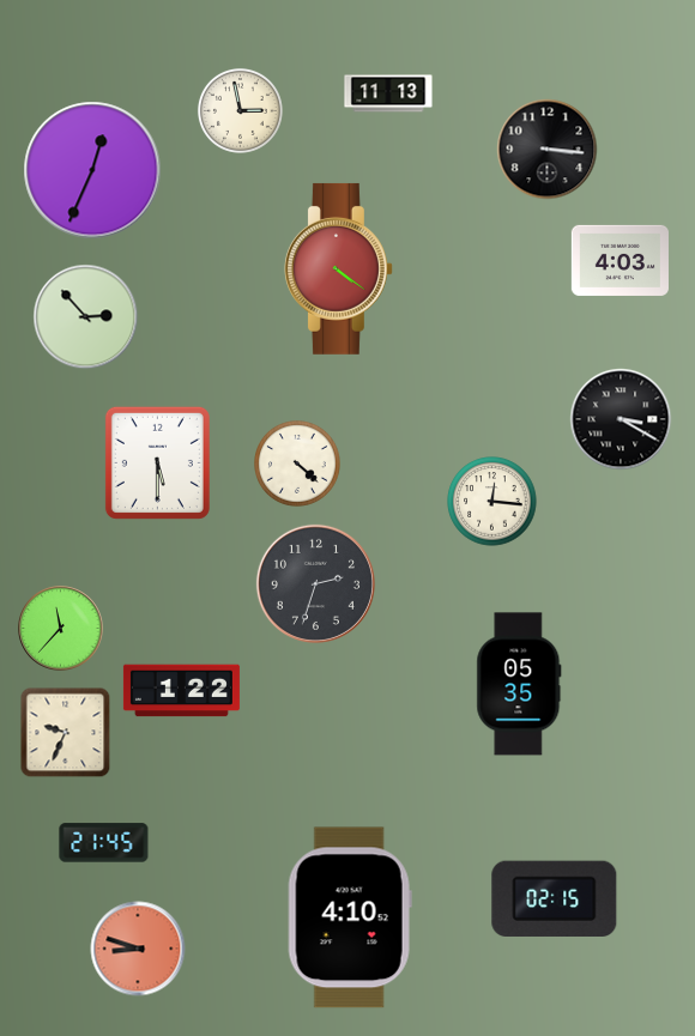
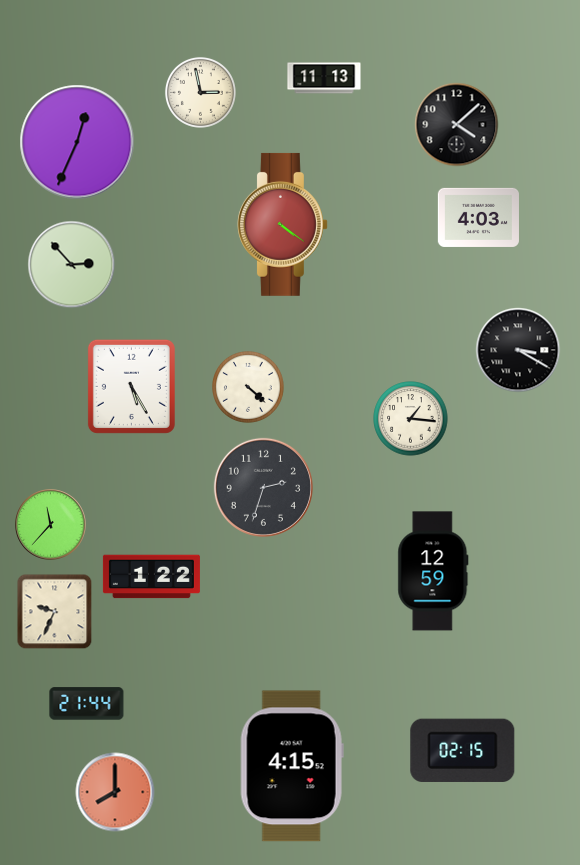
clock at (548, 150): 3:16 -> 4:08
clock at (620, 260) position: (620, 260) -> (478, 217)
clock at (157, 462): 5:30 -> 5:25
clock at (492, 502): 12:16 -> 1:16
clock at (519, 684): 05:35 -> 12:59
clock at (104, 843): 21:45 -> 21:44
clock at (350, 917): 4:10 -> 4:15
clock at (138, 949): 8:48 -> 8:00
